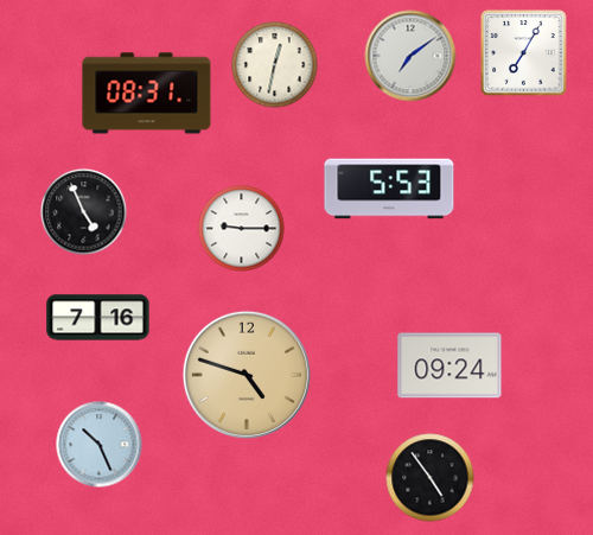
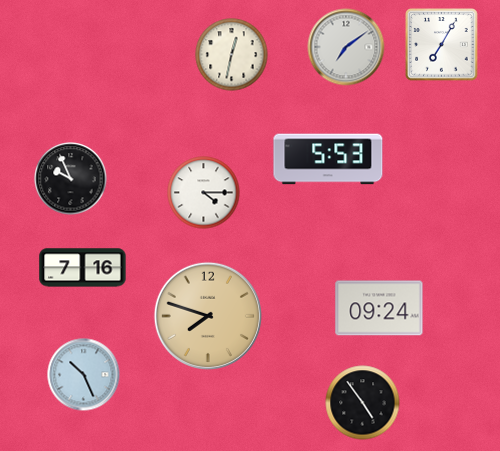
clock at (147, 94): 08:31 -> none
clock at (84, 212): 4:56 -> 9:56
clock at (242, 229): 9:15 -> 4:15
clock at (247, 375): 4:48 -> 7:48
